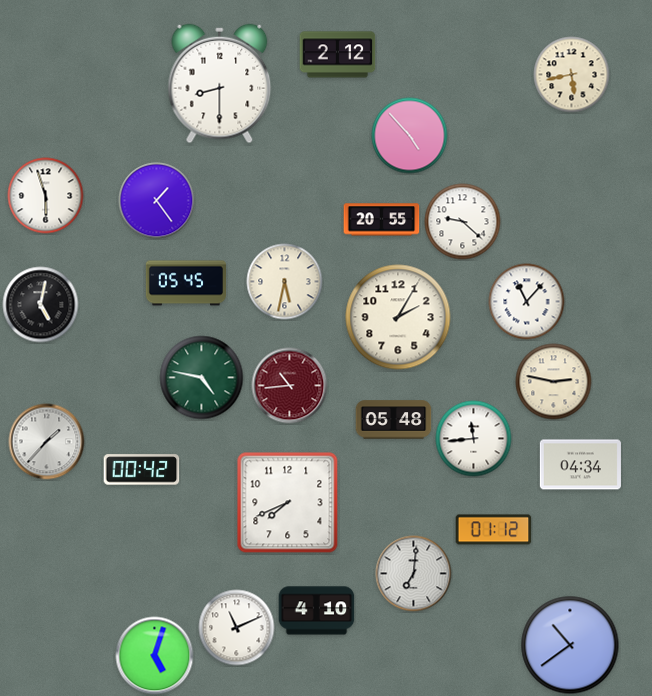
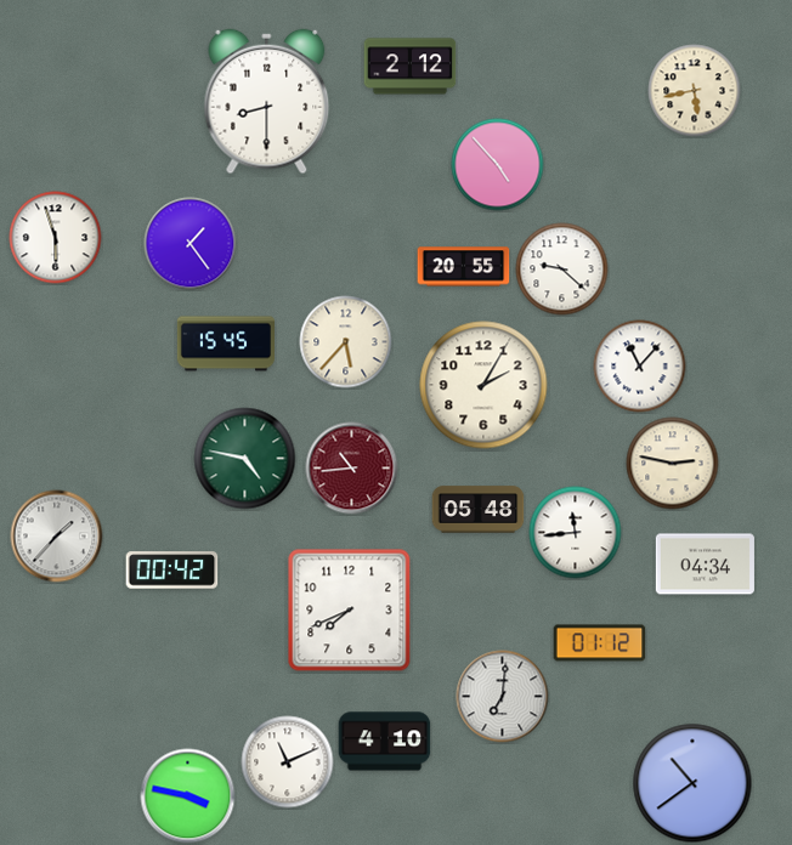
clock at (285, 282): 5:32 -> 5:37
clock at (185, 283): 05:45 -> 15:45
clock at (41, 305): 5:02 -> none
clock at (155, 656): 5:03 -> 3:47
